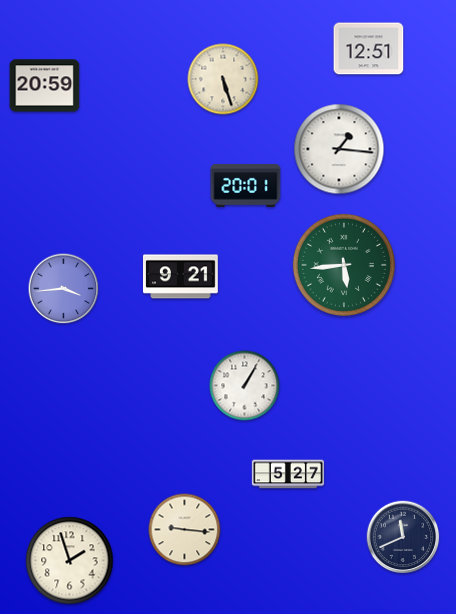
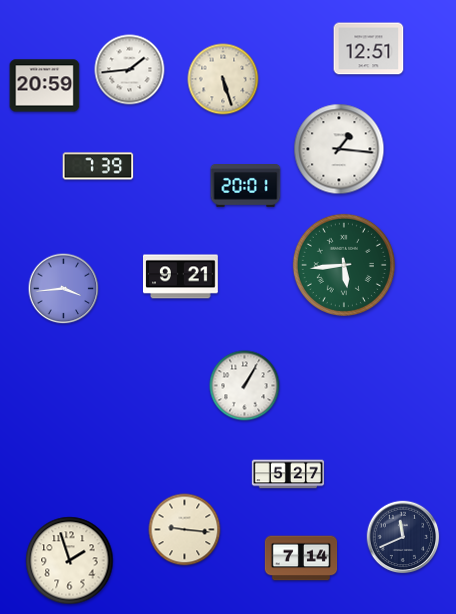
clock at (130, 70): none -> 1:44
clock at (98, 166): none -> 7:39
clock at (301, 558): none -> 7:14
